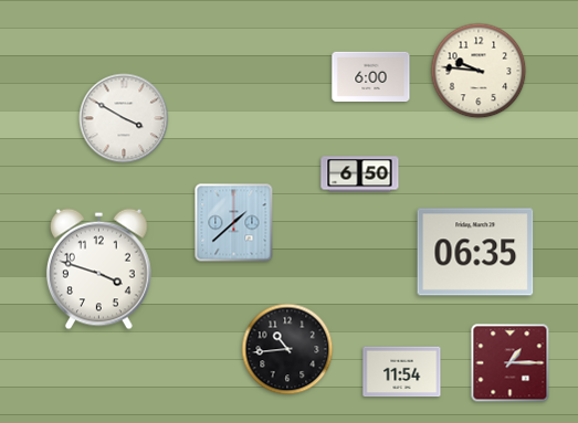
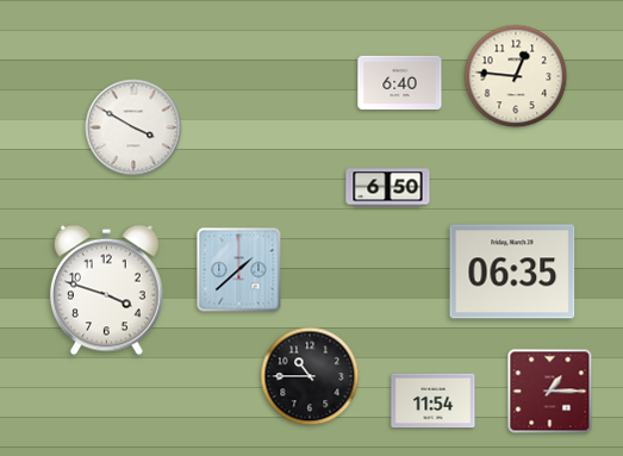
clock at (479, 71): 9:46 -> 12:46
clock at (371, 76): 6:00 -> 6:40
clock at (234, 223) position: (234, 223) -> (239, 270)
clock at (287, 349): 10:44 -> 10:45
